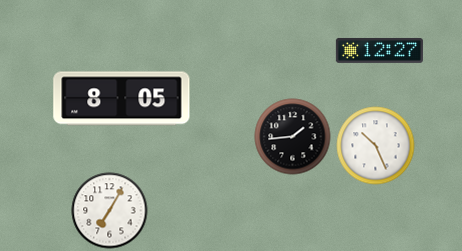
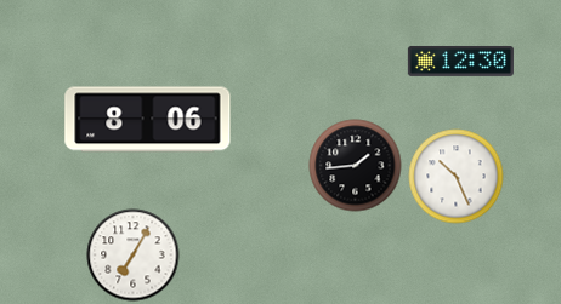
clock at (379, 50): 12:27 -> 12:30
clock at (122, 99): 8:05 -> 8:06
